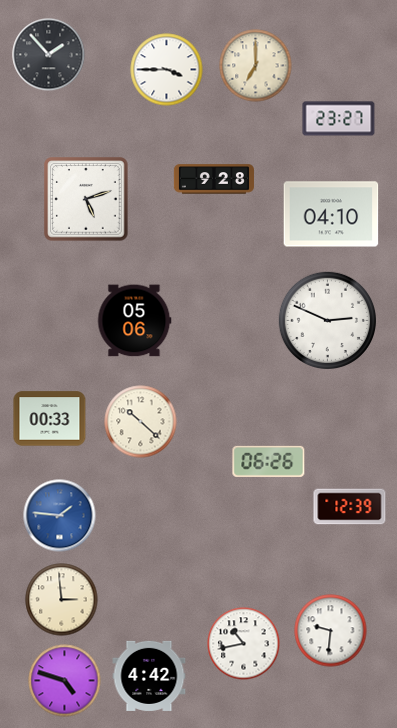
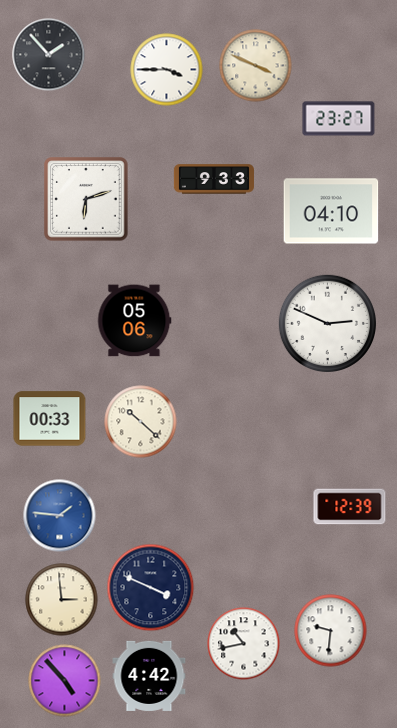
clock at (256, 66): 7:00 -> 3:49
clock at (214, 179): 9:28 -> 9:33
clock at (86, 199): 5:12 -> 6:12
clock at (331, 214) position: (331, 214) -> (331, 211)
clock at (327, 320) position: (327, 320) -> (327, 323)
clock at (269, 461): 06:26 -> none
clock at (151, 588): none -> 3:49
clock at (65, 681): 4:48 -> 4:53
